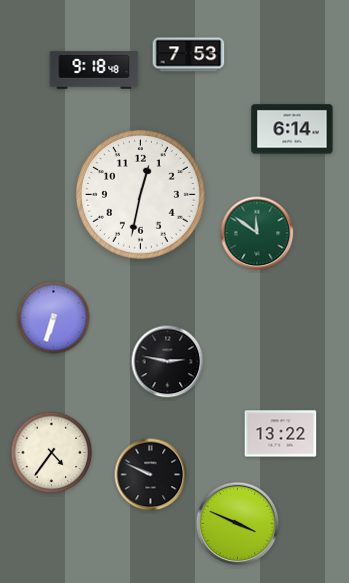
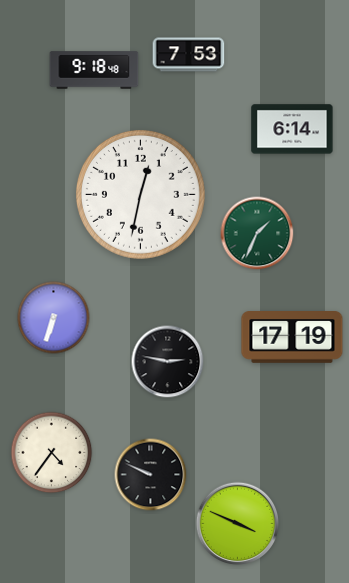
clock at (257, 233): 11:51 -> 1:34
clock at (292, 337): none -> 17:19
clock at (281, 434): 13:22 -> none
